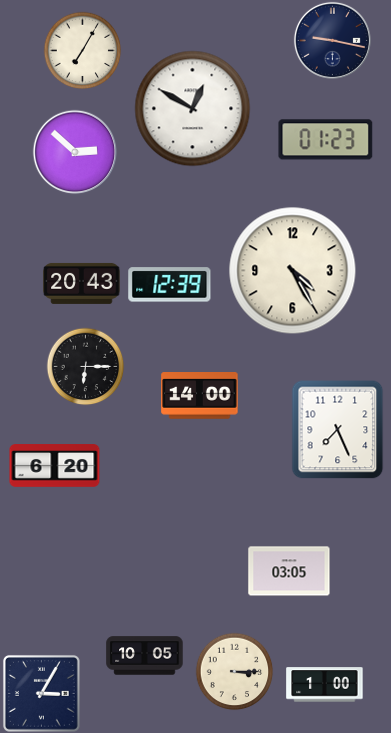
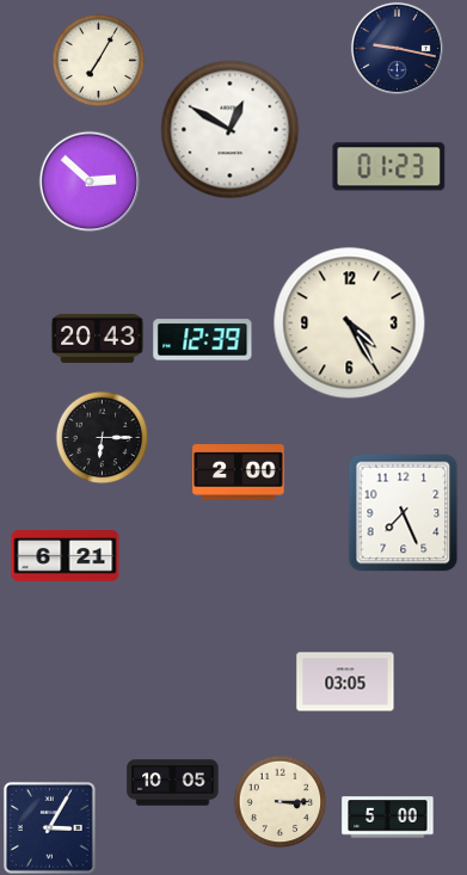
clock at (200, 396): 14:00 -> 2:00
clock at (55, 466): 6:20 -> 6:21
clock at (325, 685): 1:00 -> 5:00
